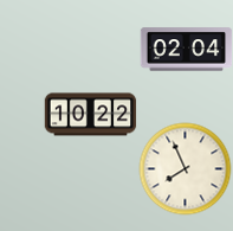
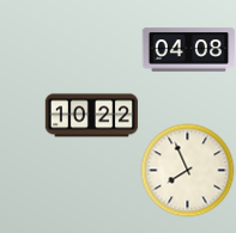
clock at (186, 50): 02:04 -> 04:08
